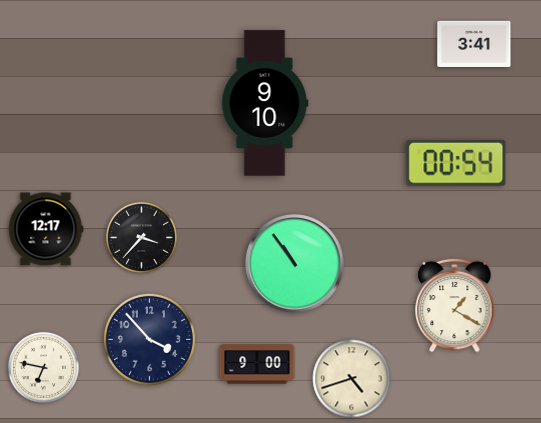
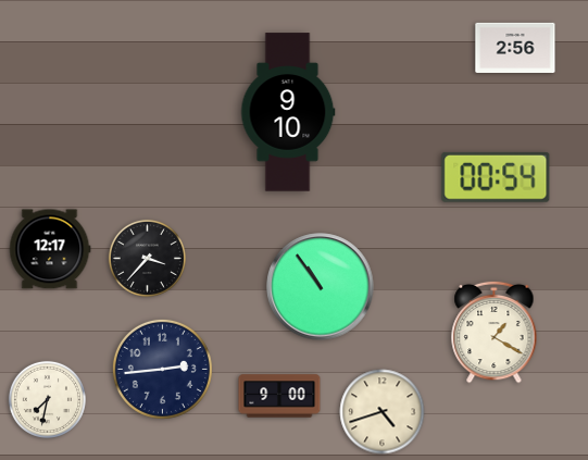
clock at (474, 44): 3:41 -> 2:56
clock at (141, 237) position: (141, 237) -> (147, 258)
clock at (149, 339): 3:53 -> 2:44
clock at (43, 367): 6:47 -> 7:32
